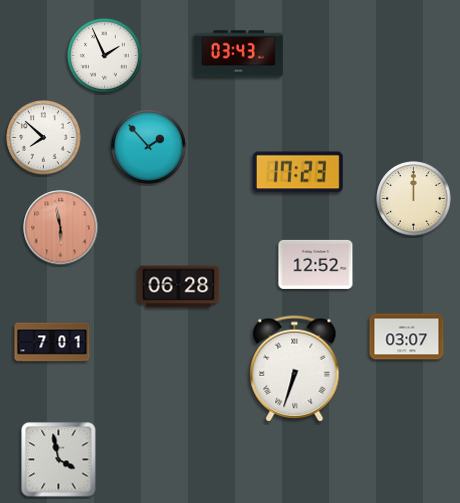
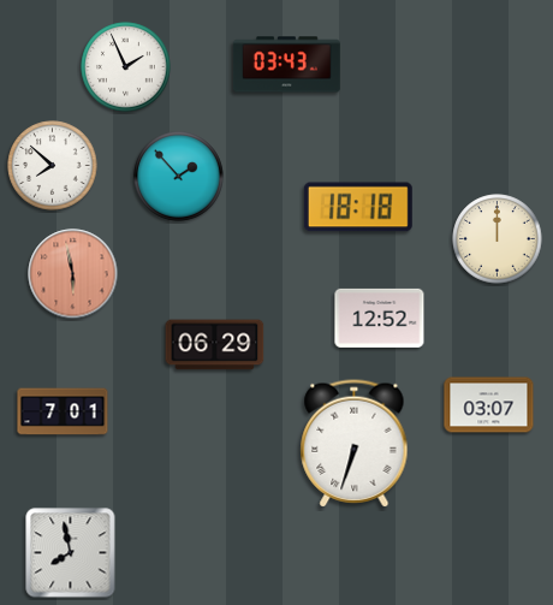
clock at (298, 172): 17:23 -> 18:18
clock at (179, 287): 06:28 -> 06:29
clock at (59, 460): 3:58 -> 7:58
